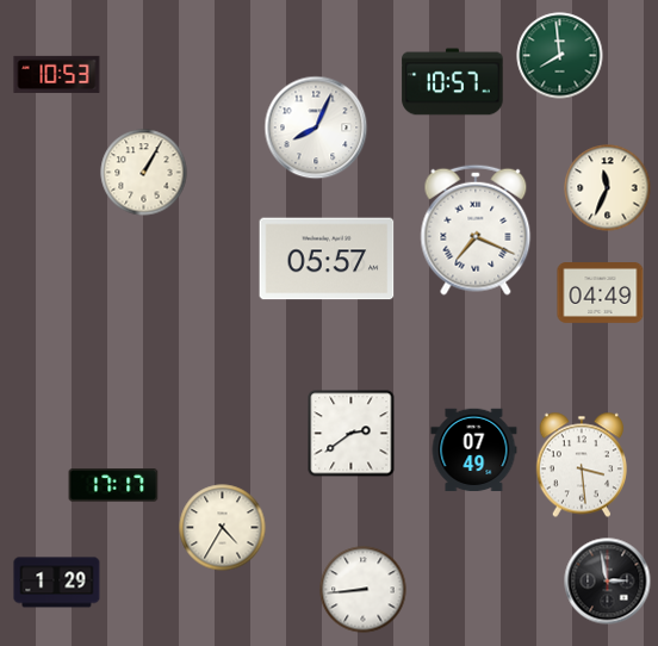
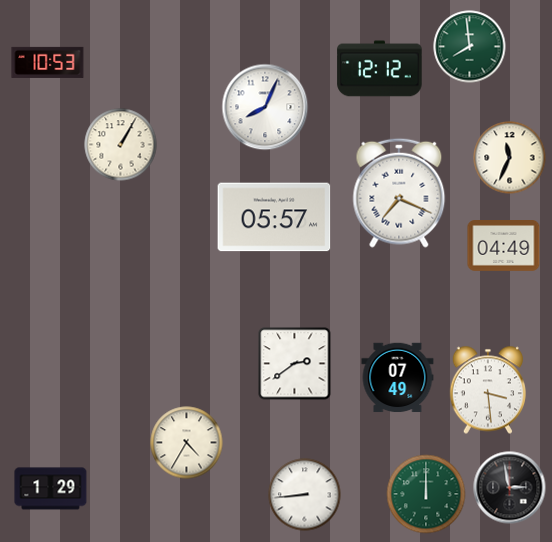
clock at (453, 82): 10:57 -> 12:12
clock at (113, 485): 17:17 -> none
clock at (57, 583) position: (57, 583) -> (51, 489)
clock at (426, 494): none -> 12:00
